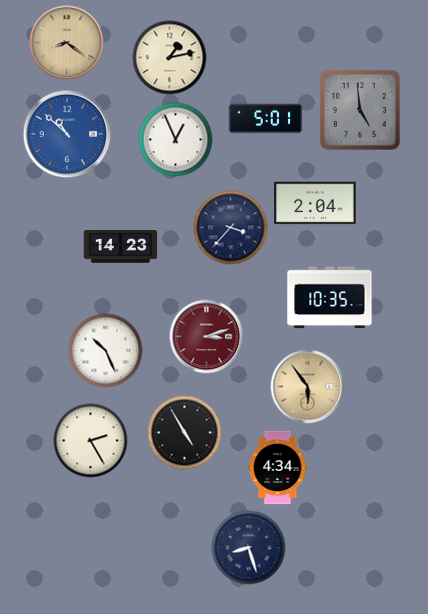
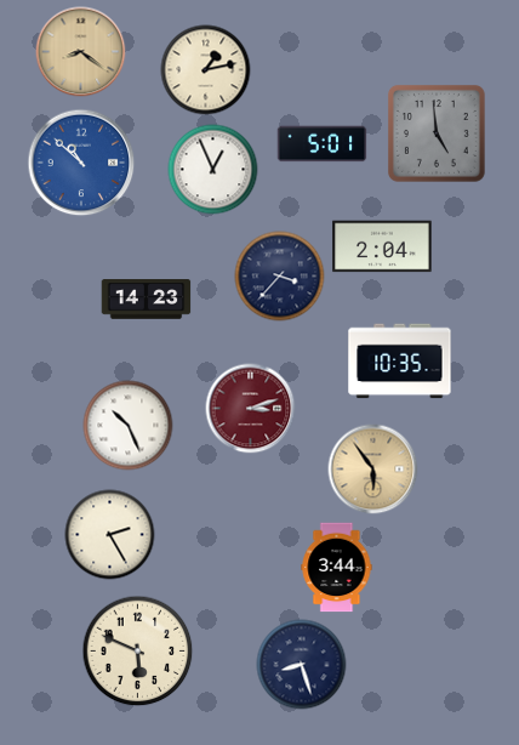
clock at (185, 433): 4:55 -> none
clock at (278, 468): 4:34 -> 3:44
clock at (138, 652): none -> 5:49
